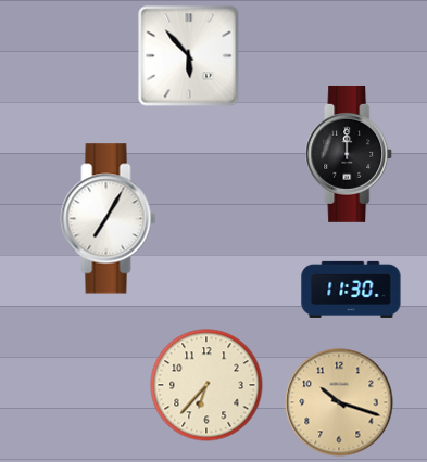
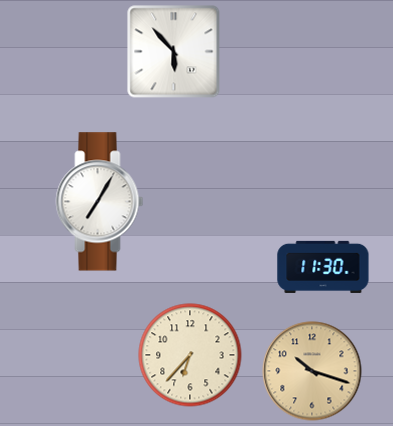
clock at (350, 154): 12:00 -> none
